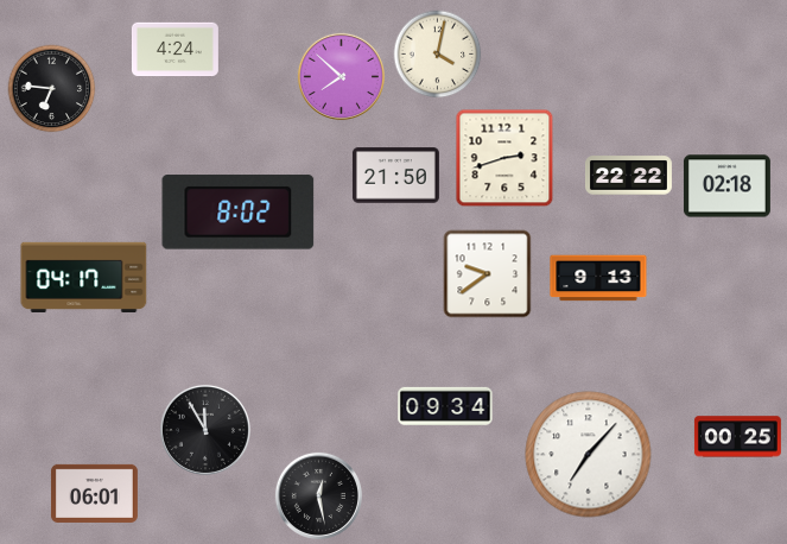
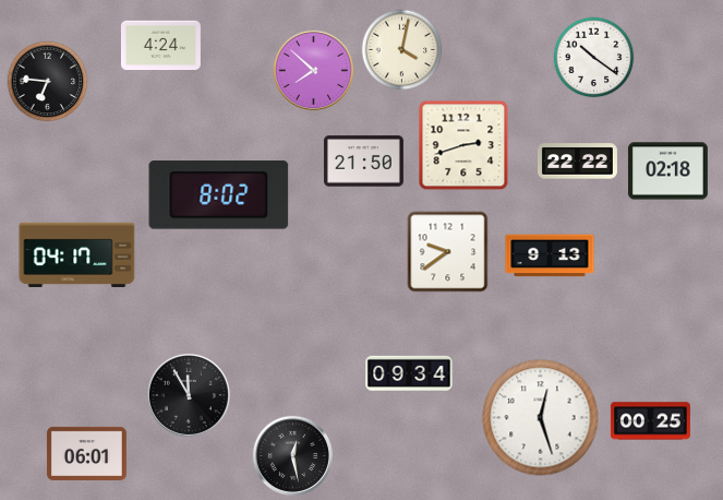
clock at (594, 58): none -> 10:21
clock at (737, 437) position: (737, 437) -> (650, 421)
clock at (589, 455): 7:07 -> 12:27
